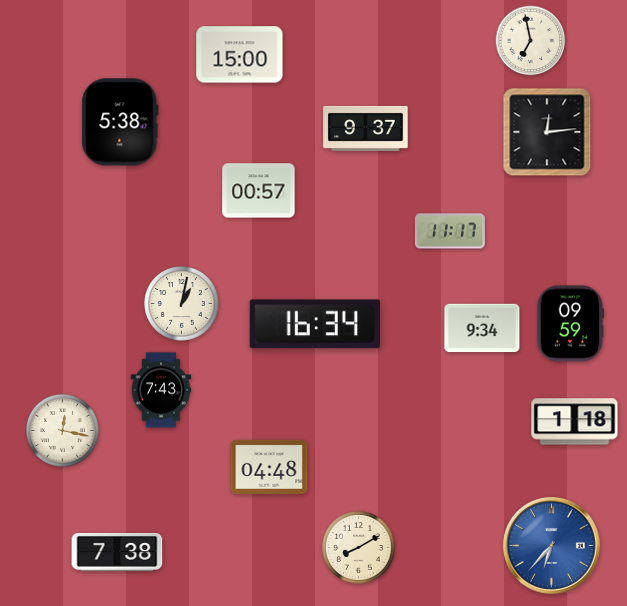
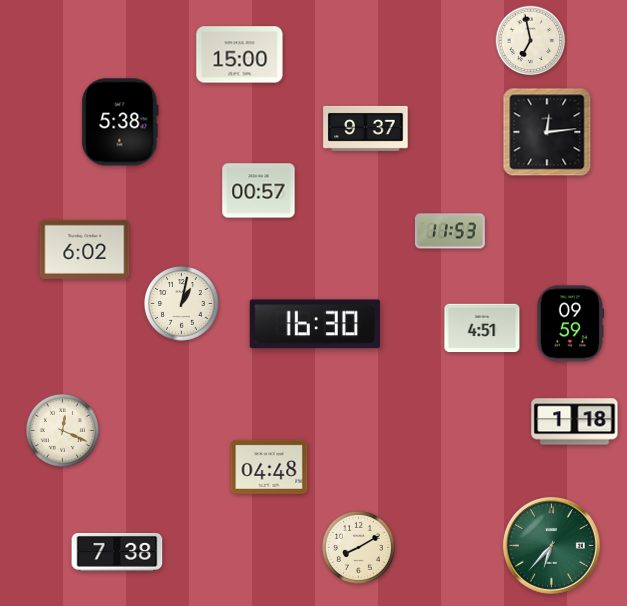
clock at (450, 231): 11:17 -> 11:53
clock at (85, 249): none -> 6:02
clock at (315, 324): 16:34 -> 16:30
clock at (482, 328): 9:34 -> 4:51
clock at (161, 390): 7:43 -> none
clock at (62, 430): 12:17 -> 12:19
clock at (551, 546) dial: blue -> green
